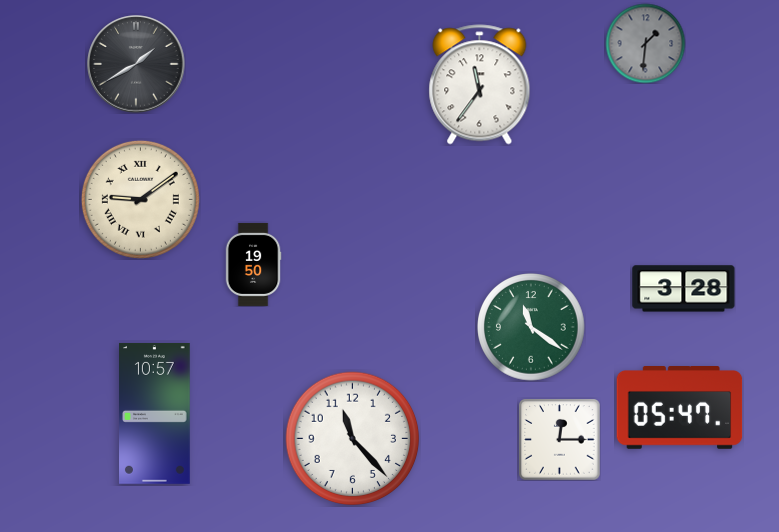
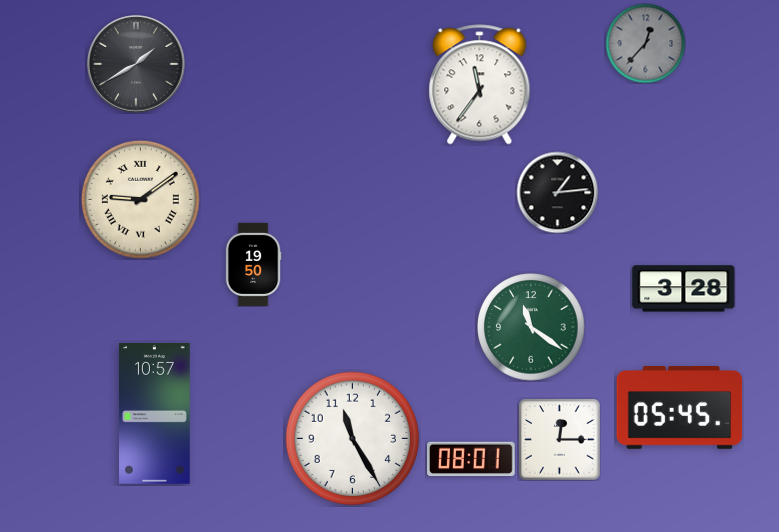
clock at (645, 43): 1:31 -> 12:37
clock at (557, 192): none -> 1:14
clock at (680, 408): 05:47 -> 05:45
clock at (353, 439): 11:23 -> 11:25
clock at (472, 459): none -> 08:01
